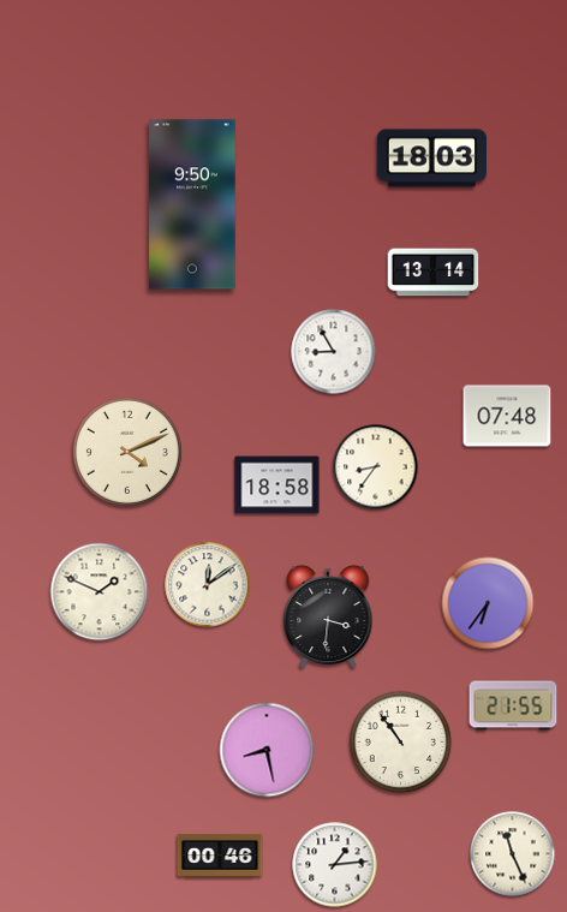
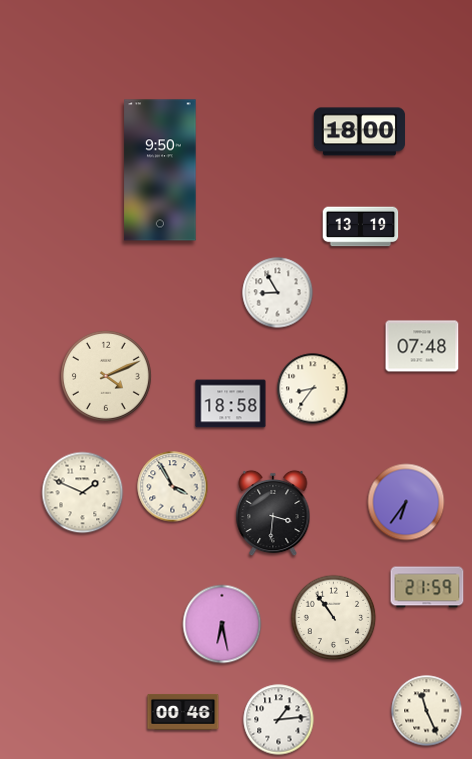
clock at (431, 159): 18:03 -> 18:00
clock at (434, 273): 13:14 -> 13:19
clock at (208, 585): 12:09 -> 3:55
clock at (513, 705): 21:55 -> 21:59
clock at (267, 750): 8:28 -> 6:28
